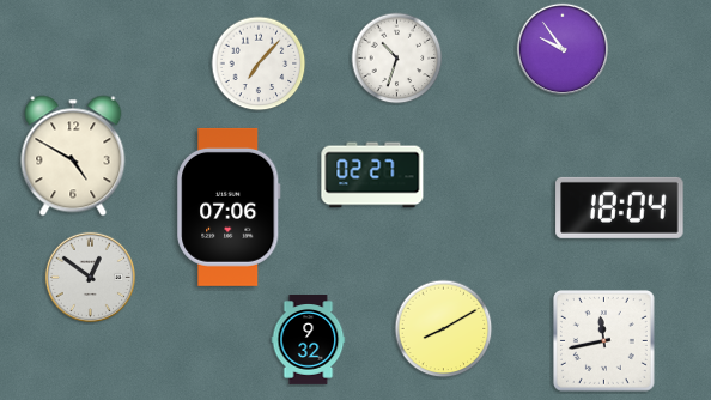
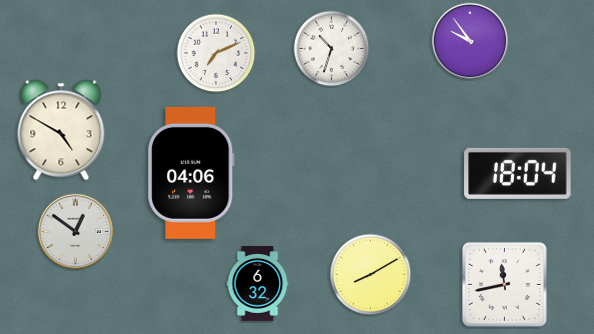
clock at (259, 63): 7:07 -> 7:11
clock at (372, 175): 02:27 -> none
clock at (229, 207): 07:06 -> 04:06
clock at (309, 340): 9:32 -> 6:32
